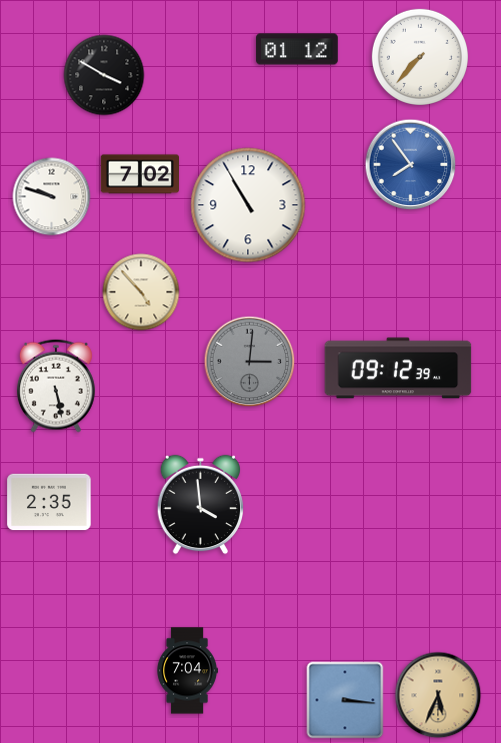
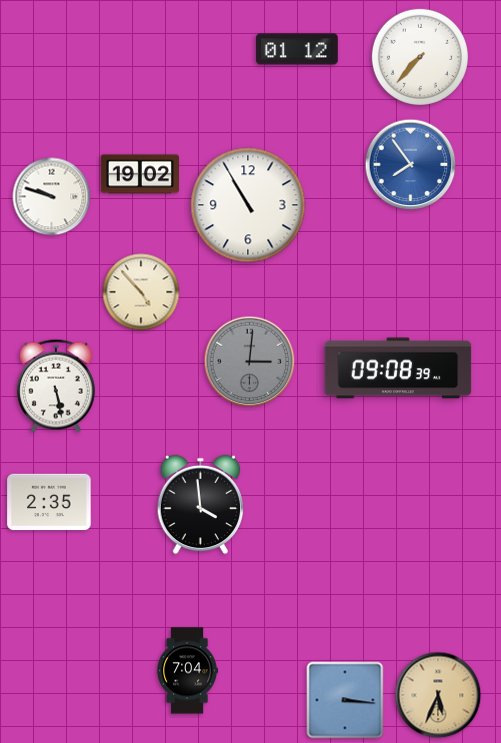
clock at (104, 75): 3:50 -> none
clock at (139, 174): 7:02 -> 19:02
clock at (398, 368): 09:12 -> 09:08
